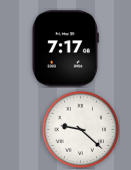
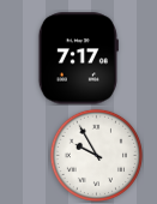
clock at (80, 129): 9:22 -> 9:55
